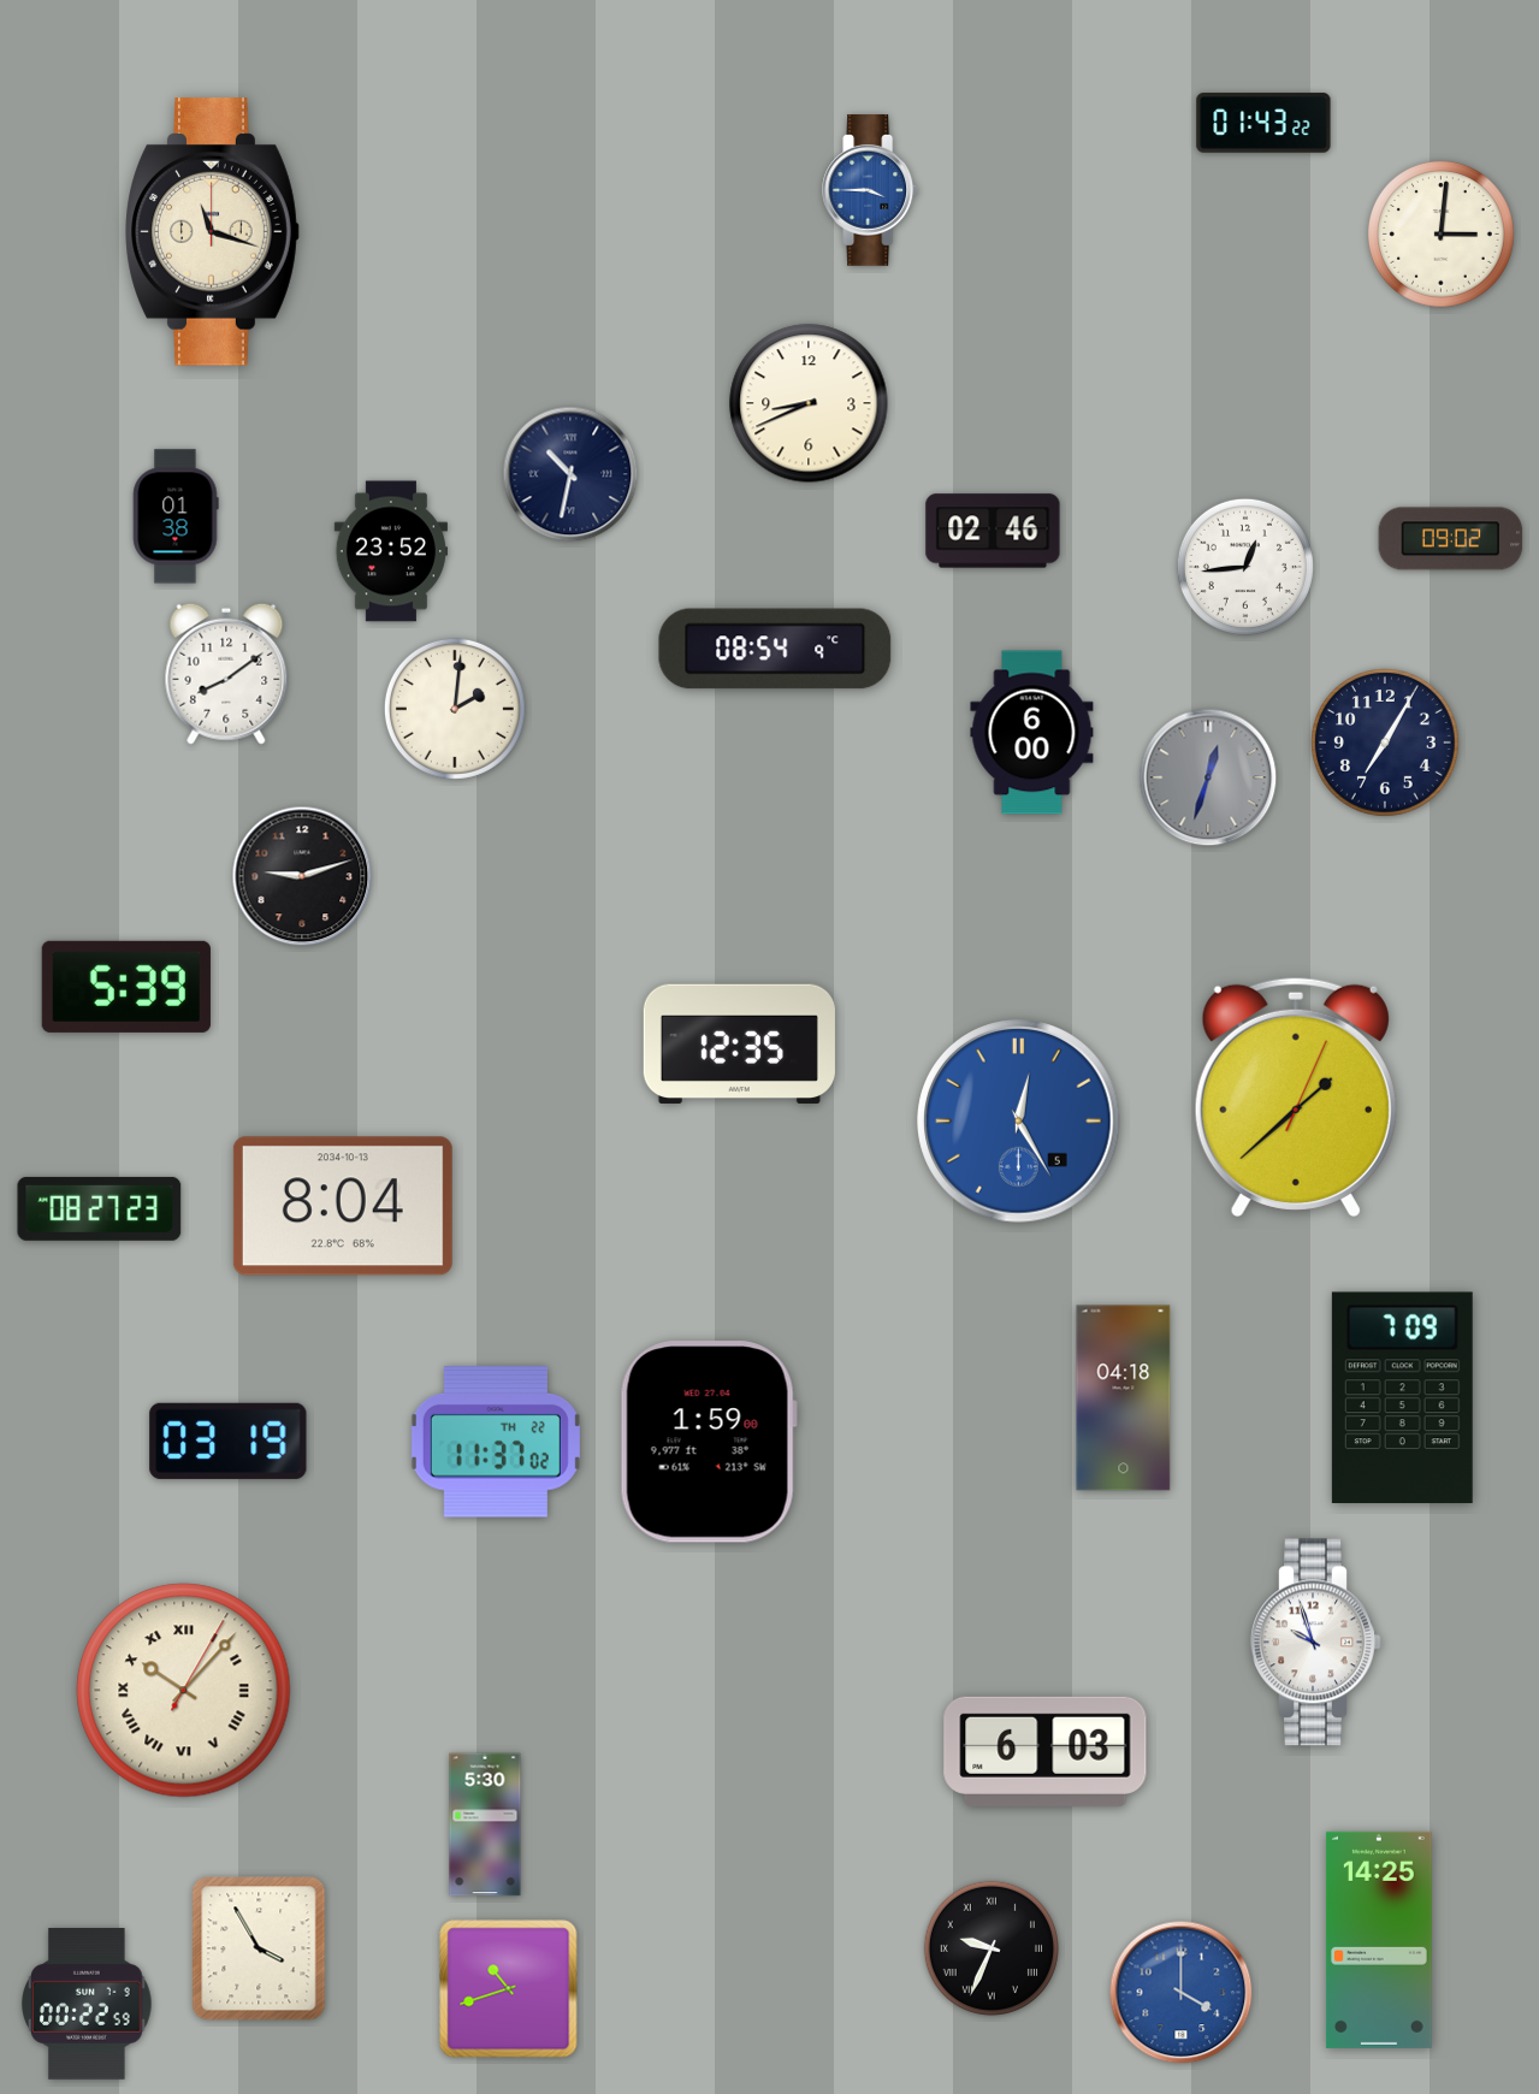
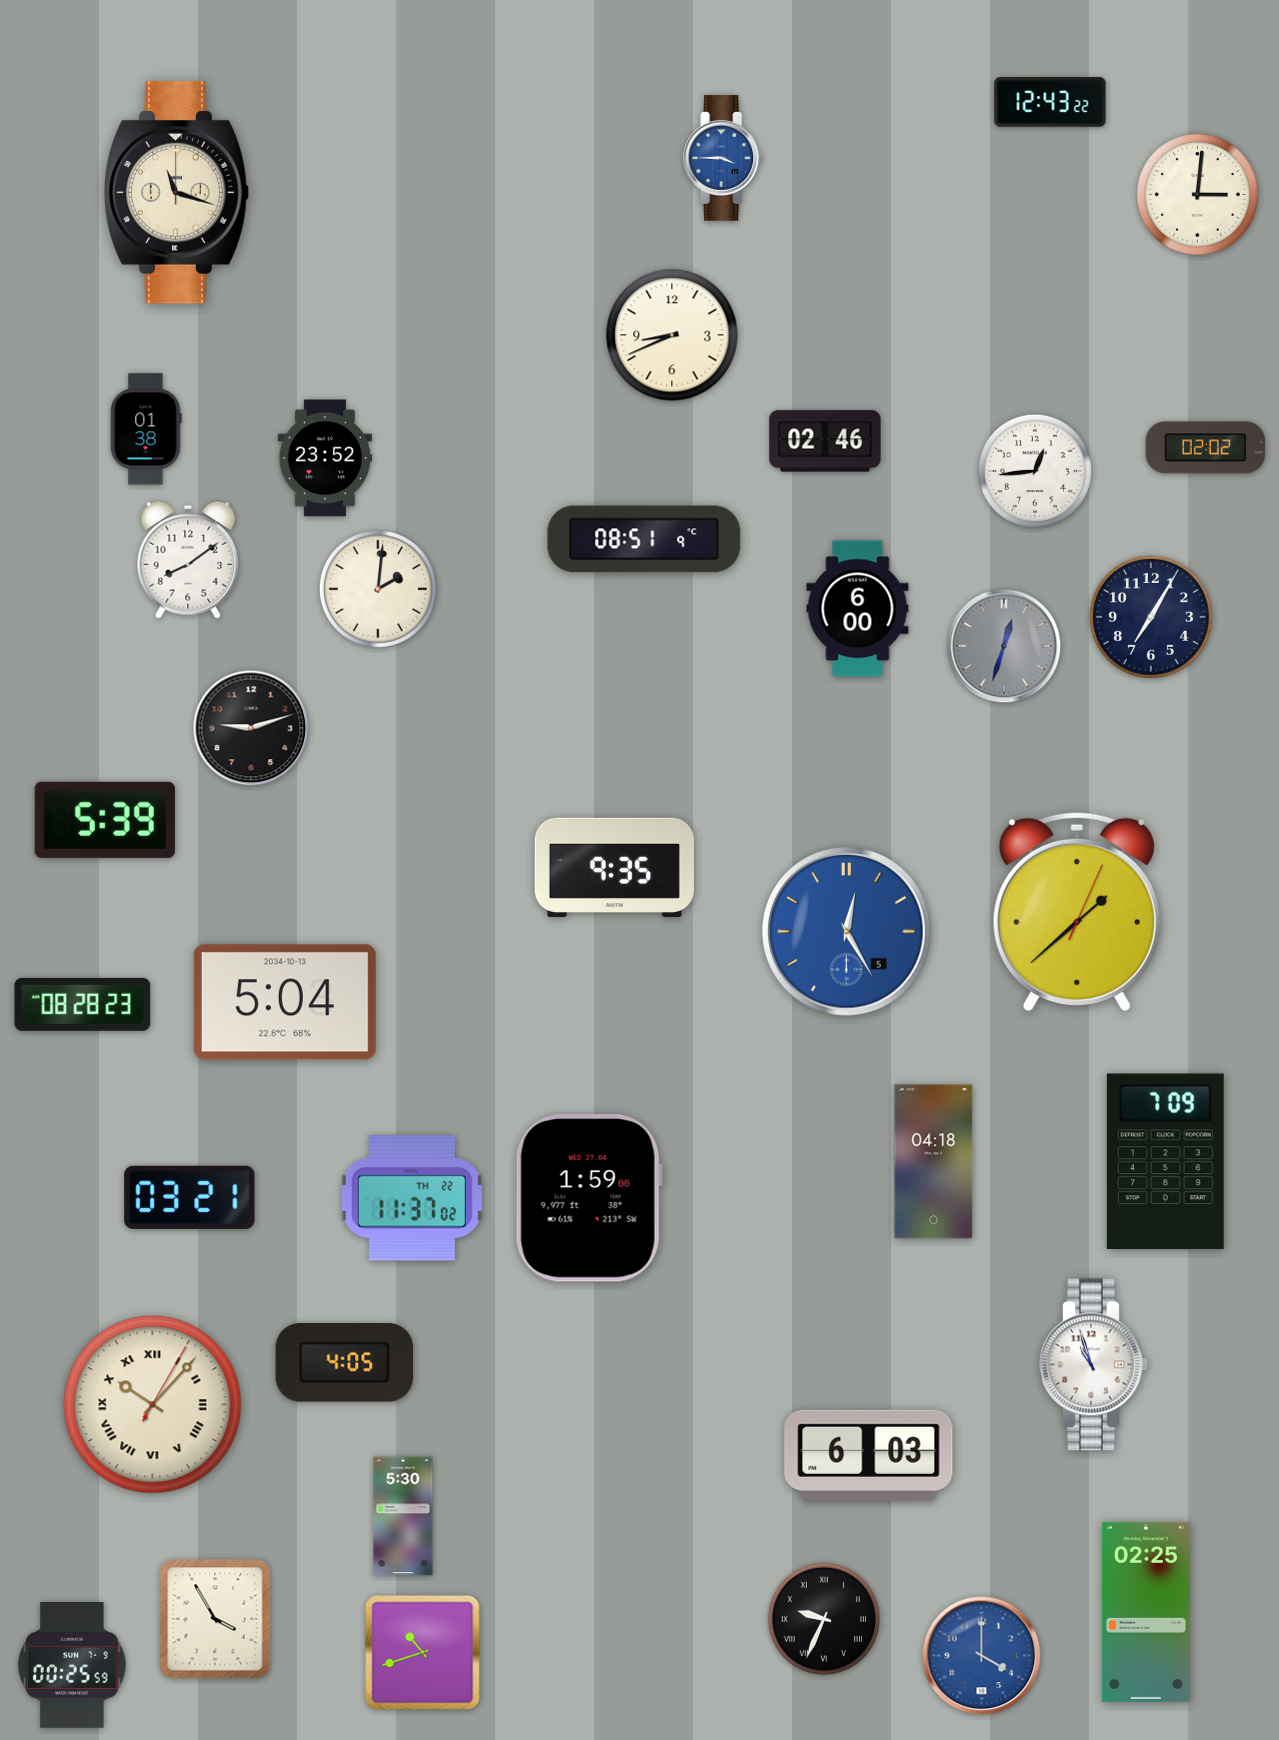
clock at (1263, 123): 01:43 -> 12:43
clock at (570, 474): 10:32 -> none
clock at (1451, 539): 09:02 -> 02:02
clock at (775, 649): 08:54 -> 08:51
clock at (739, 1043): 12:35 -> 9:35
clock at (343, 1206): 8:04 -> 5:04
clock at (100, 1208): 08:27 -> 08:28
clock at (229, 1441): 03:19 -> 03:21
clock at (345, 1363): none -> 4:05
clock at (1316, 1643): 9:57 -> 10:57
clock at (1379, 1940): 14:25 -> 02:25
clock at (87, 2005): 00:22 -> 00:25
